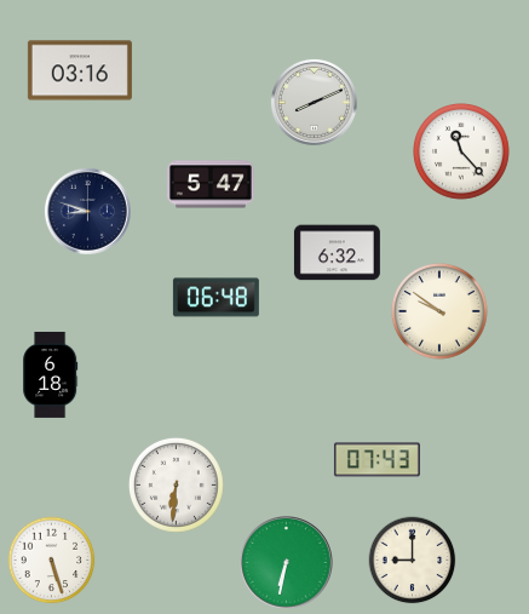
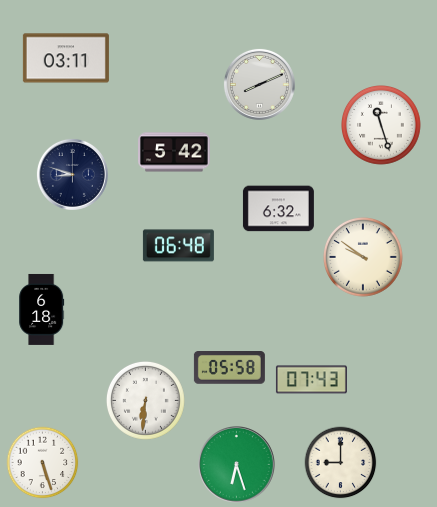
clock at (80, 70): 03:16 -> 03:11
clock at (462, 153): 11:23 -> 11:27
clock at (212, 184): 5:47 -> 5:42
clock at (229, 368): none -> 05:58
clock at (287, 563): 6:32 -> 6:27
